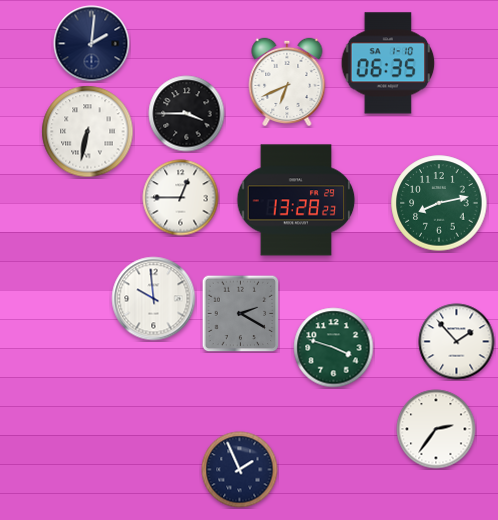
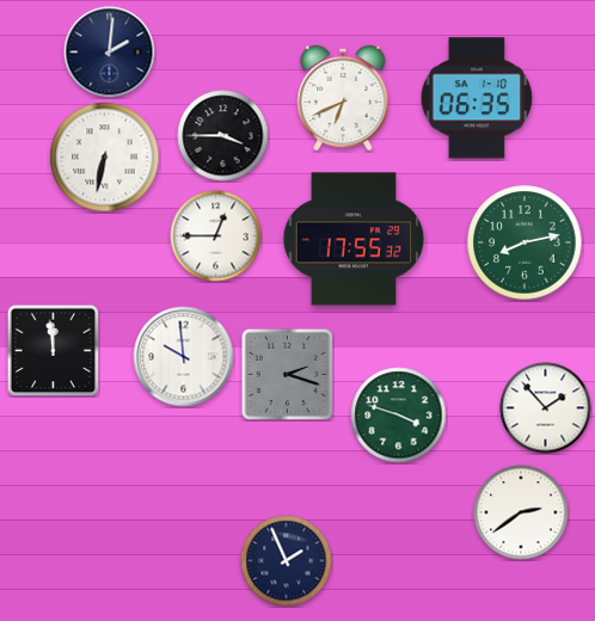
clock at (388, 63) position: (388, 63) -> (477, 98)
clock at (296, 200): 13:28 -> 17:55
clock at (53, 350): none -> 11:59
clock at (240, 313): 2:20 -> 2:18
clock at (436, 429): 2:36 -> 2:39
